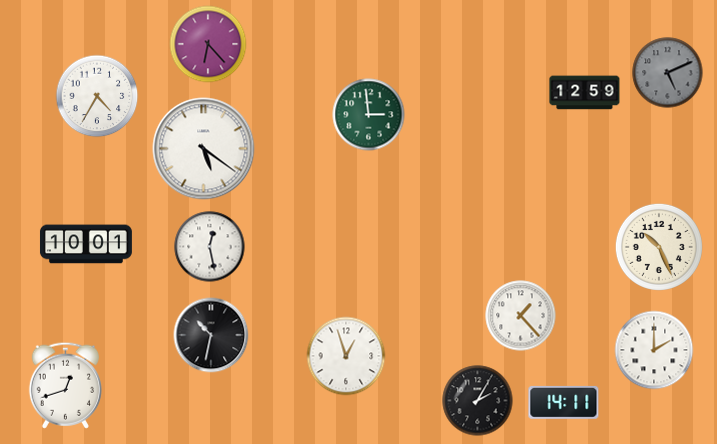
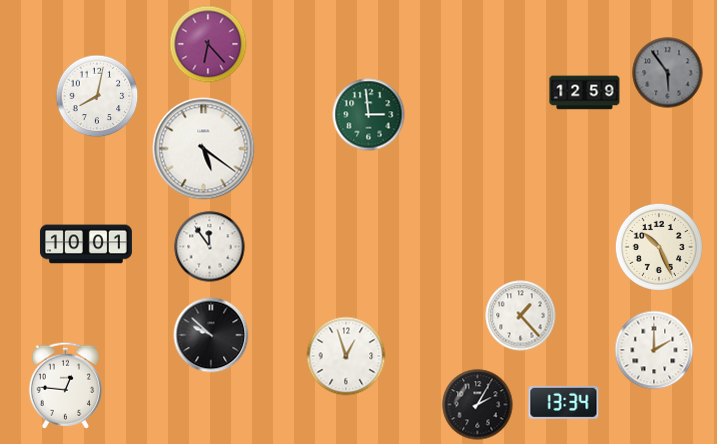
clock at (668, 73): 5:11 -> 5:54
clock at (97, 96): 4:35 -> 8:02
clock at (210, 247): 12:28 -> 11:54
clock at (211, 335): 10:32 -> 9:52
clock at (65, 385): 12:42 -> 12:46
clock at (478, 401) position: (478, 401) -> (478, 405)
clock at (564, 402): 14:11 -> 13:34
